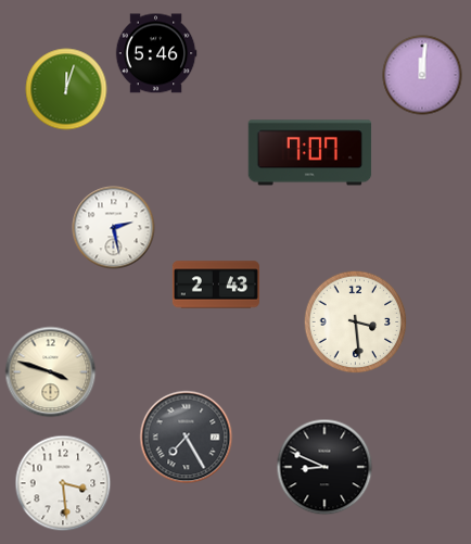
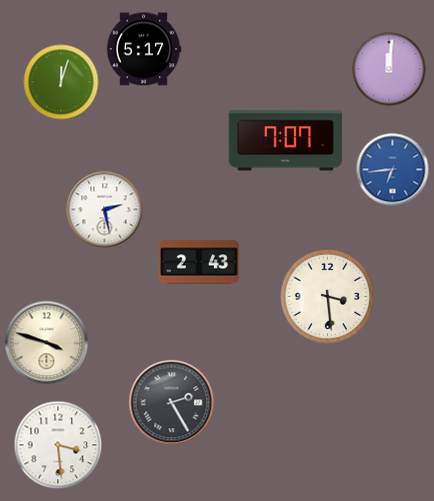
clock at (156, 53): 5:46 -> 5:17
clock at (393, 170): none -> 6:44
clock at (187, 438): 7:25 -> 2:25
clock at (324, 467): 8:49 -> none
